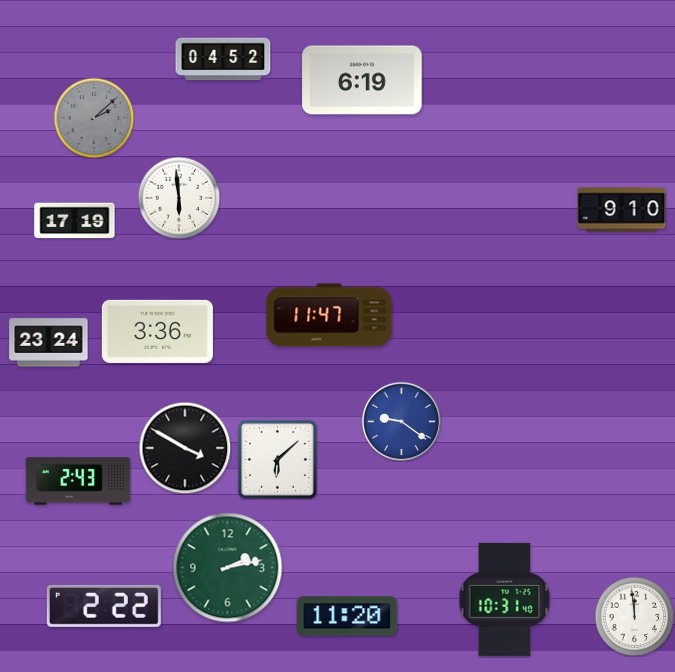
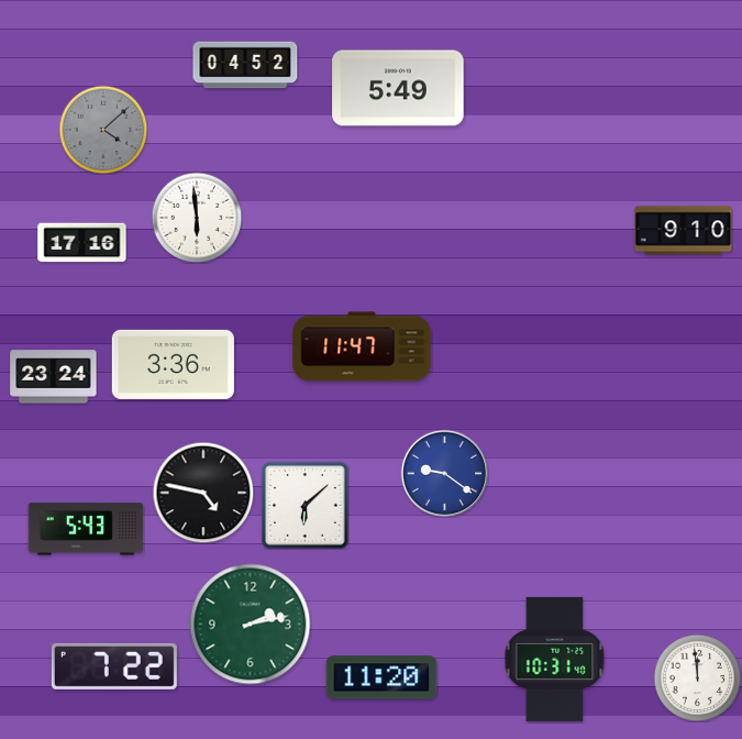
clock at (362, 80): 6:19 -> 5:49
clock at (94, 118): 2:08 -> 4:08
clock at (75, 221): 17:19 -> 17:16
clock at (401, 421) position: (401, 421) -> (444, 473)
clock at (185, 448): 3:50 -> 4:47
clock at (78, 481): 2:43 -> 5:43
clock at (104, 606): 2:22 -> 7:22
